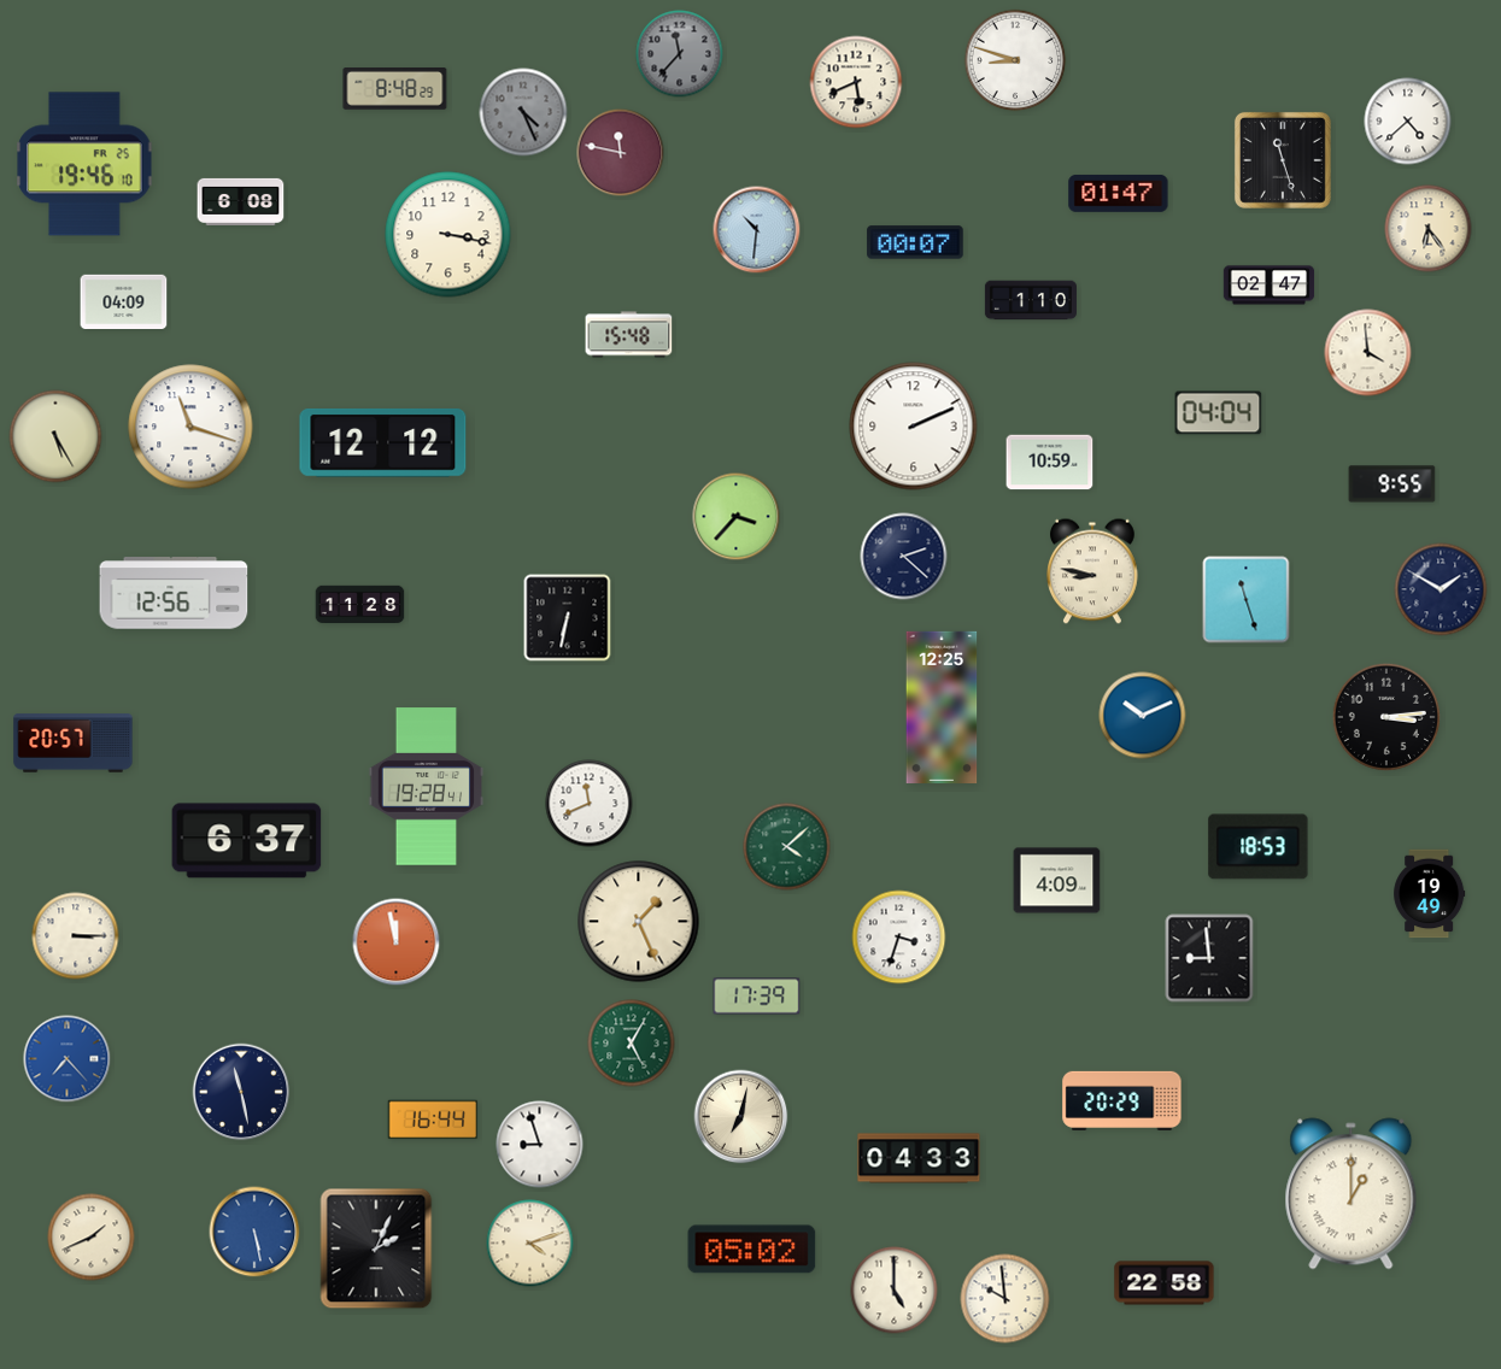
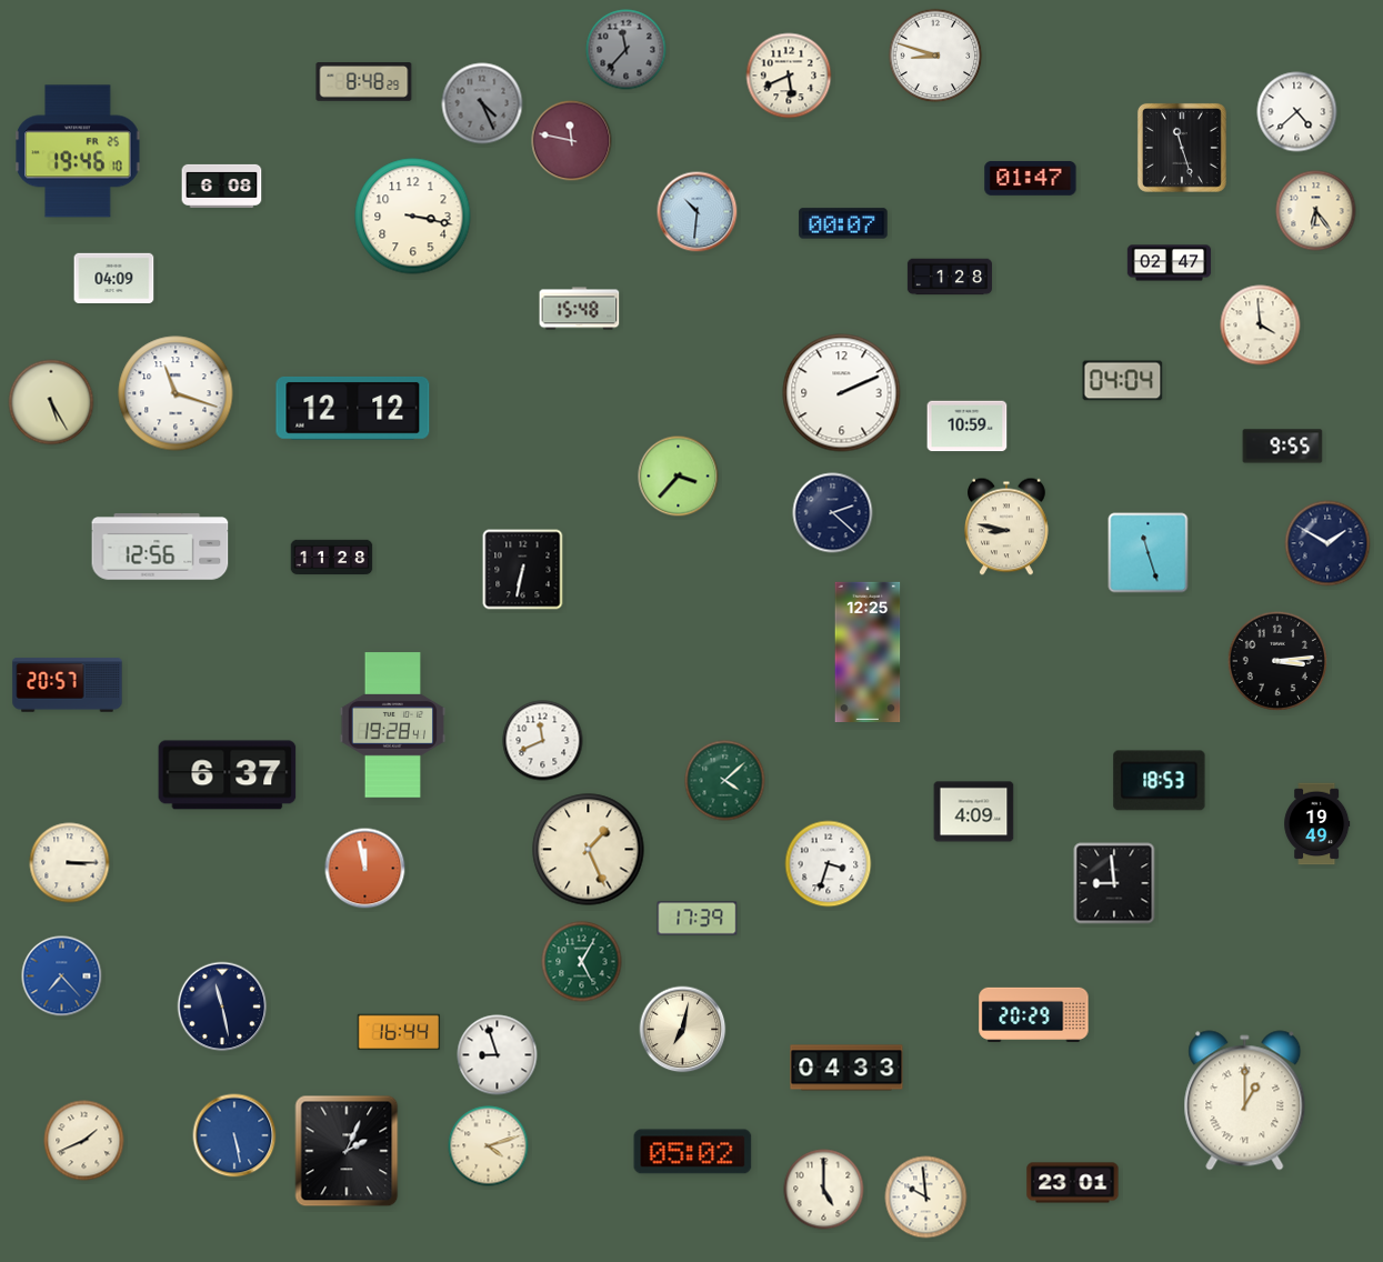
clock at (1031, 300): 1:10 -> 1:28
clock at (1143, 716): 10:11 -> none
clock at (1165, 1283): 22:58 -> 23:01
